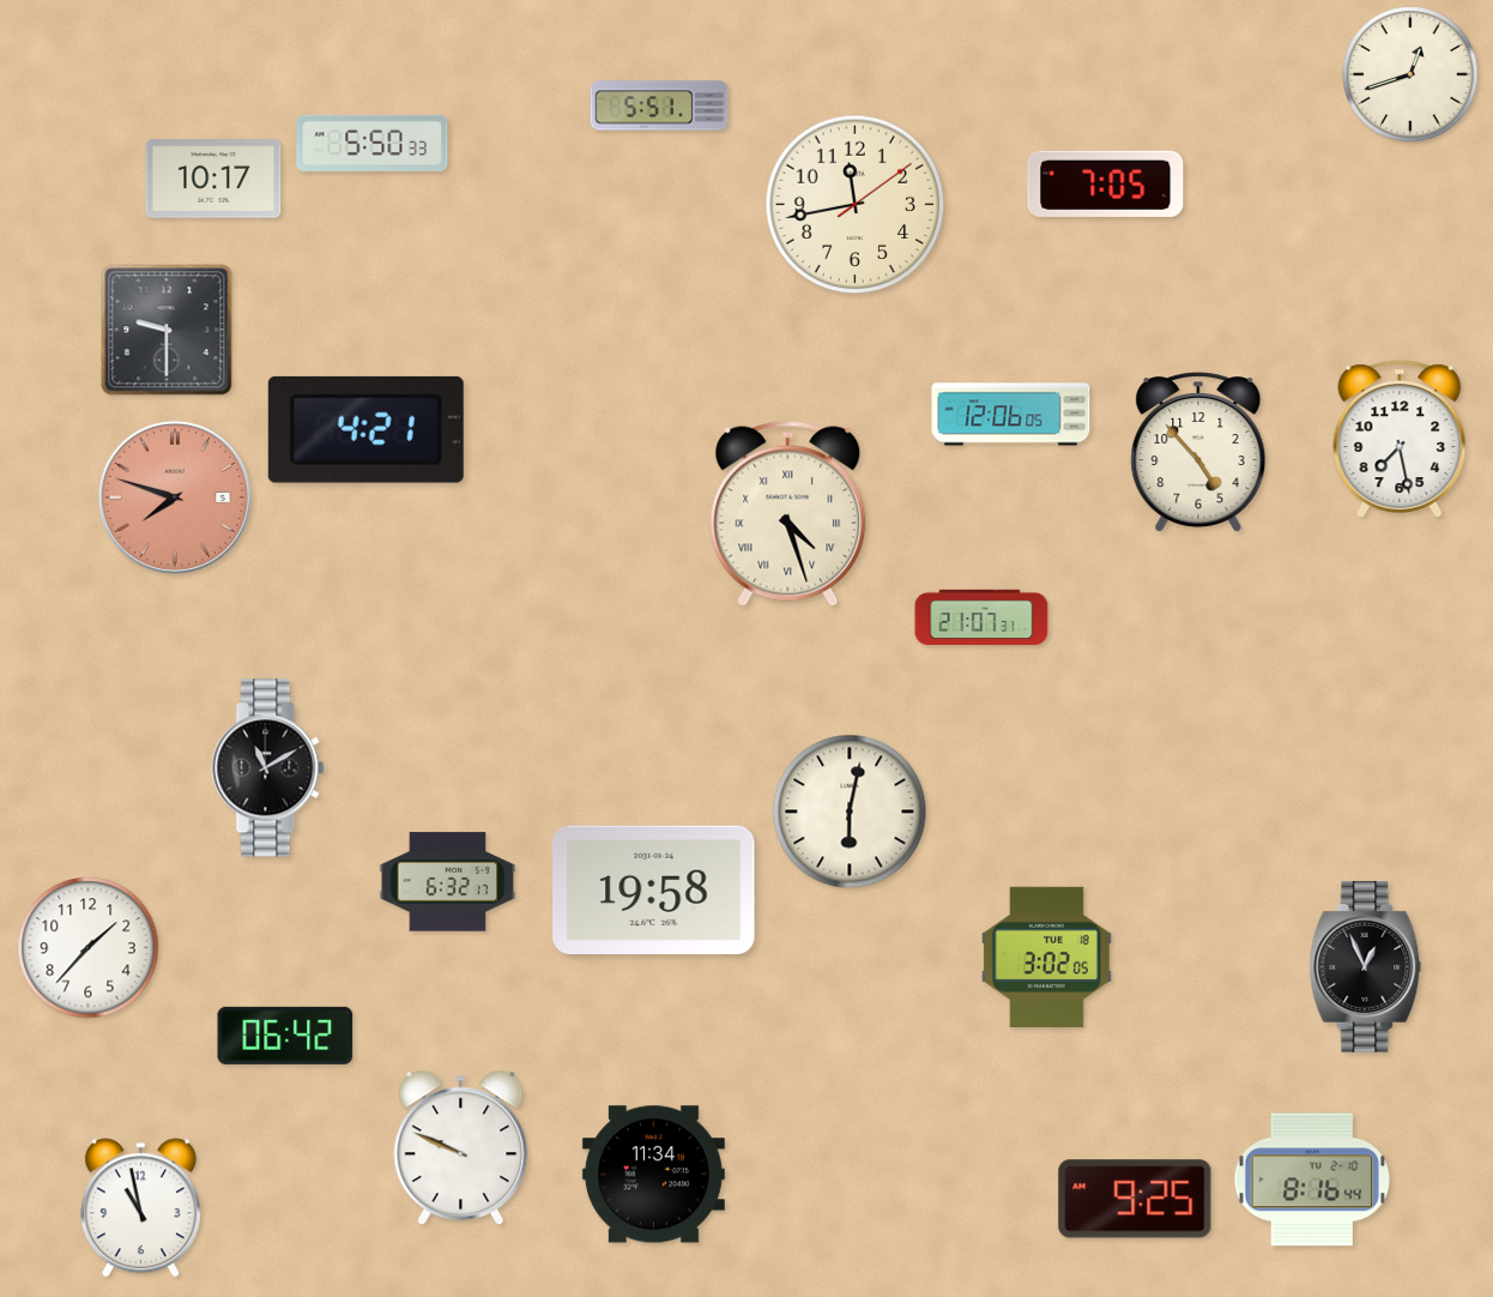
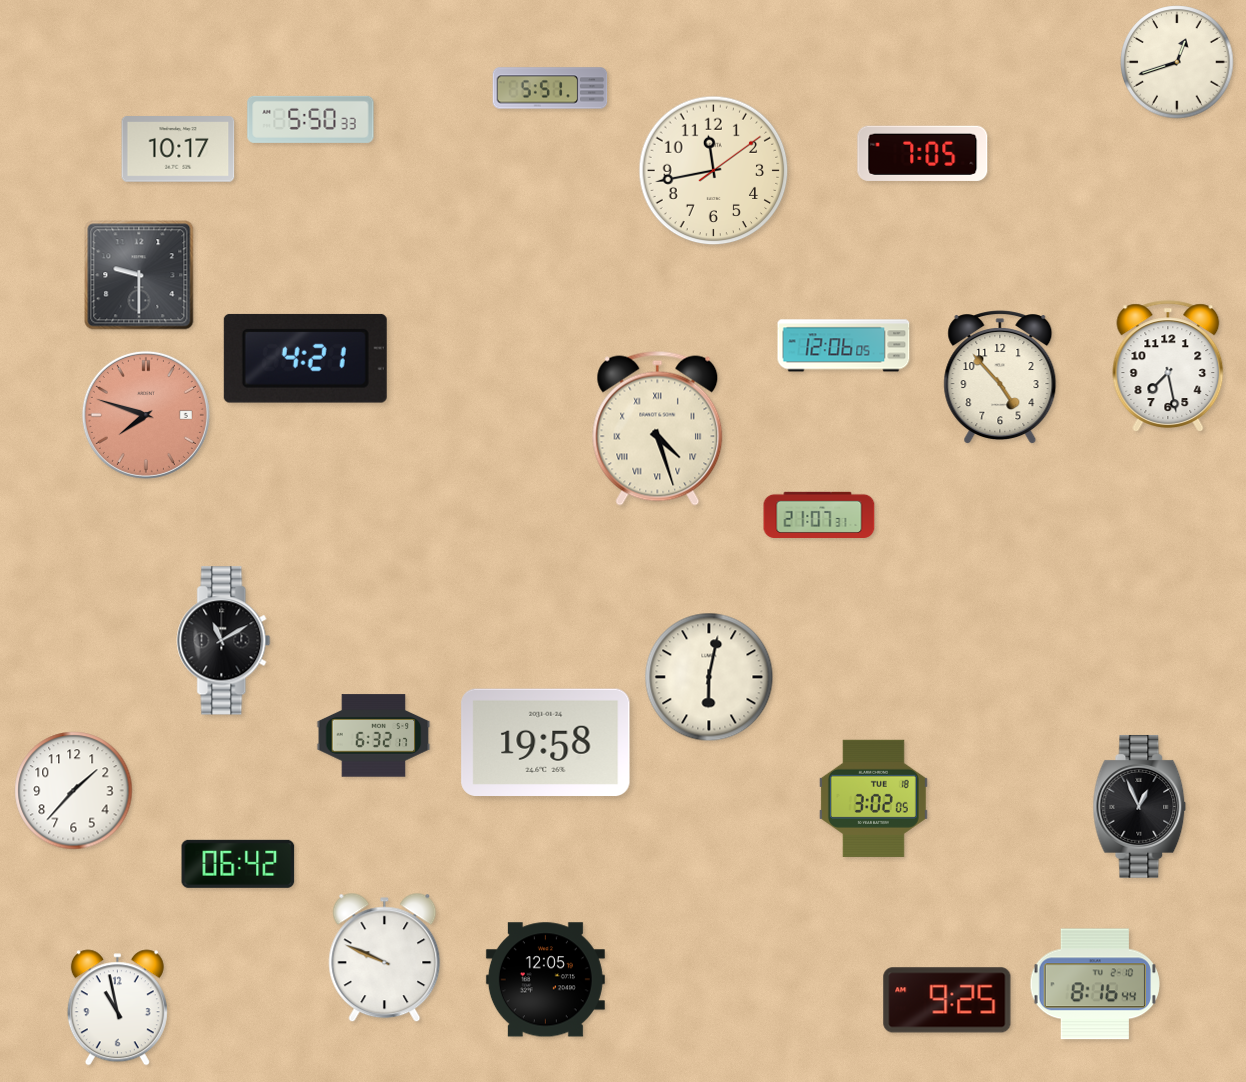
clock at (653, 1175): 11:34 -> 12:05
